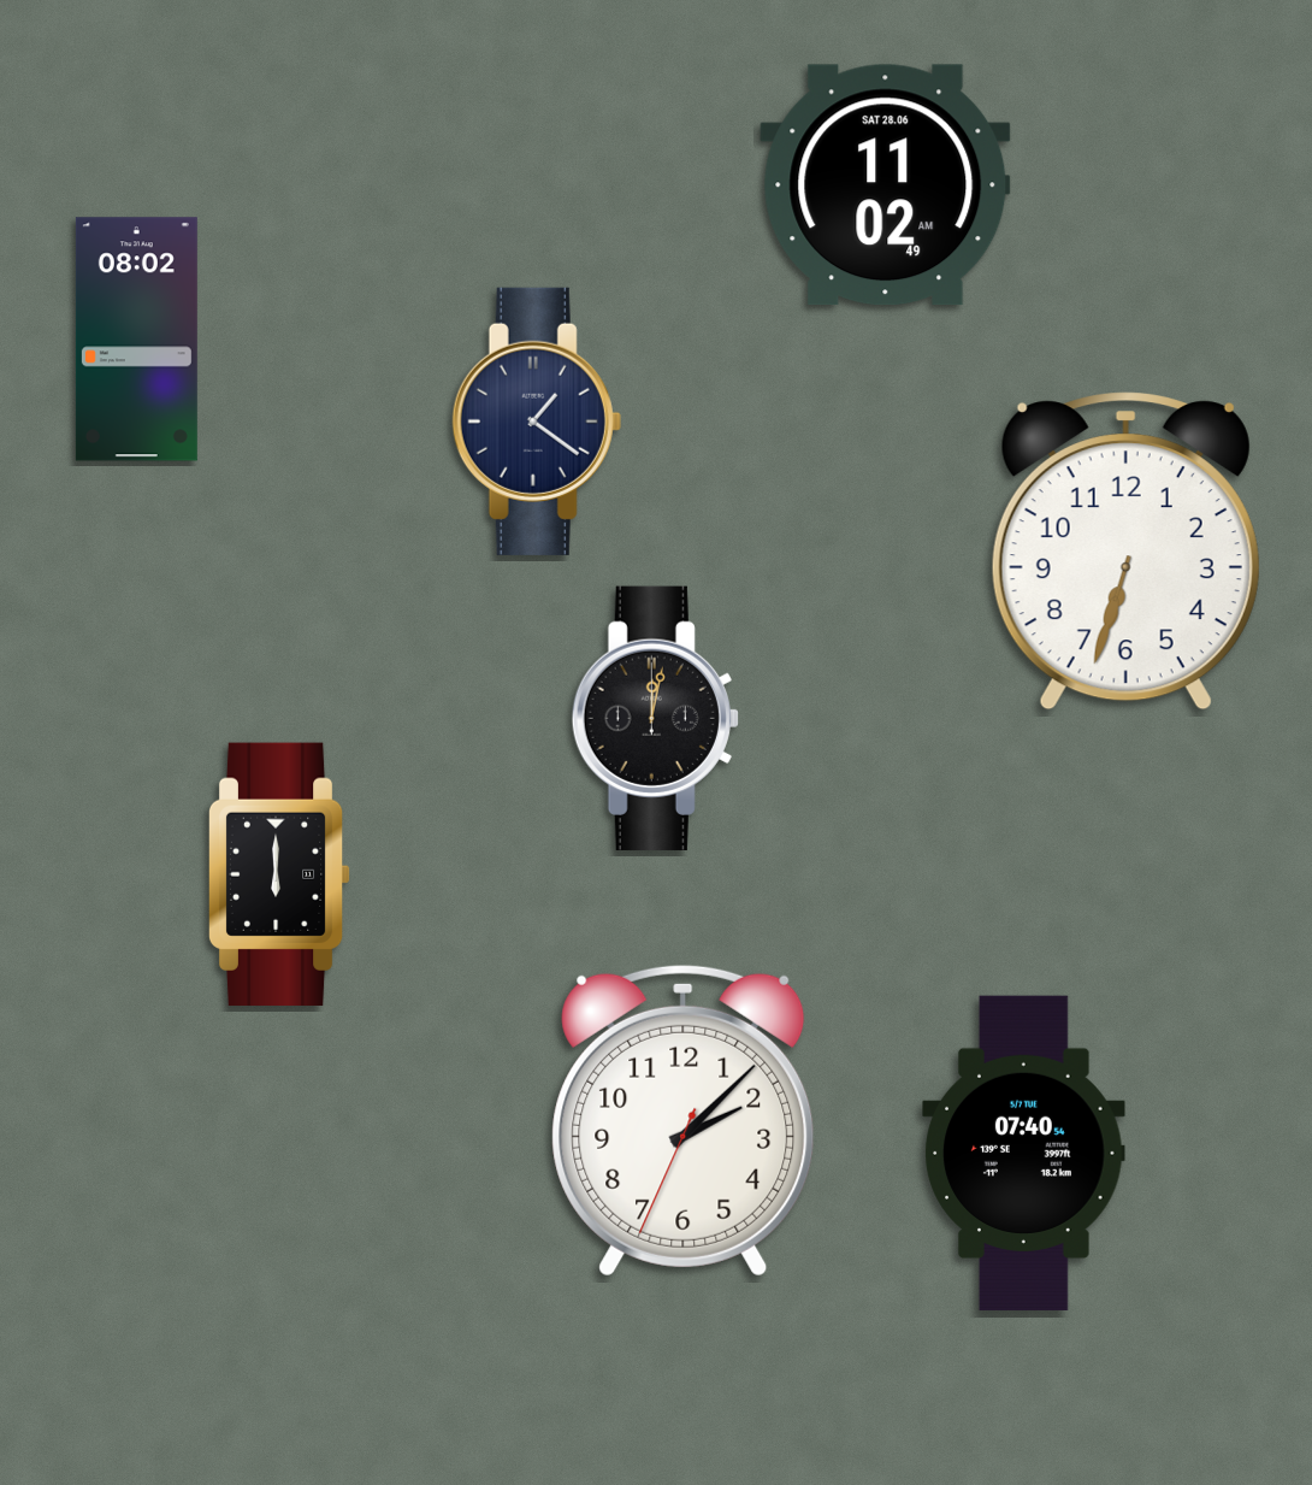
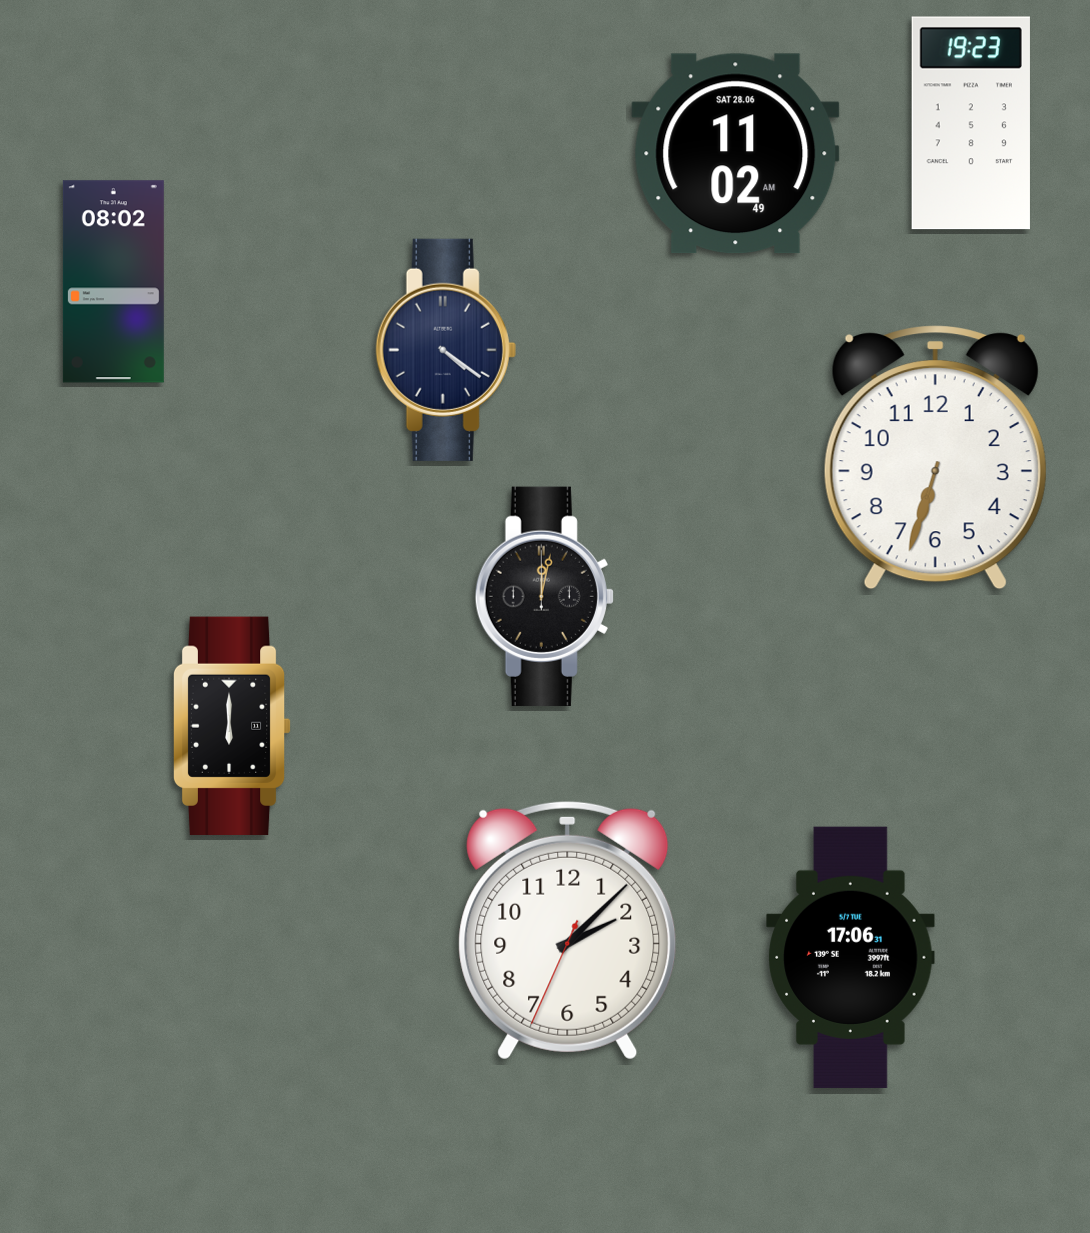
clock at (971, 123): none -> 19:23
clock at (537, 422): 1:21 -> 4:21
clock at (1024, 1153): 07:40 -> 17:06
